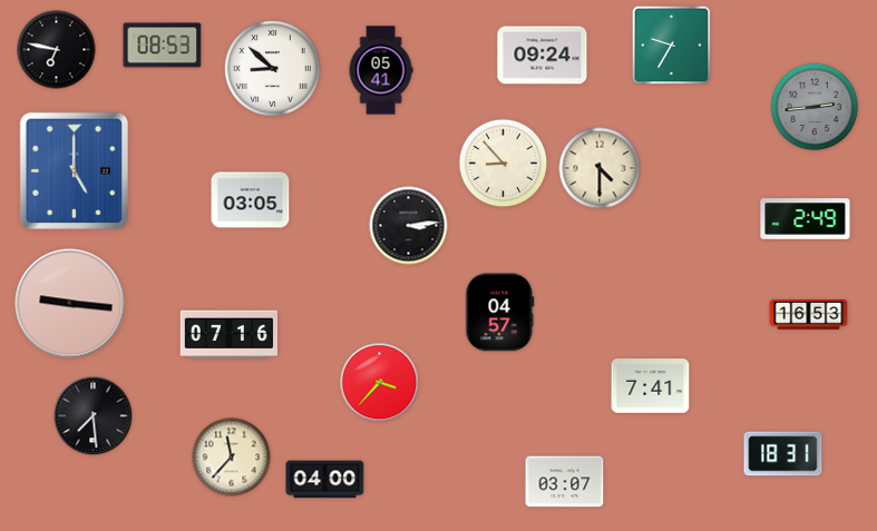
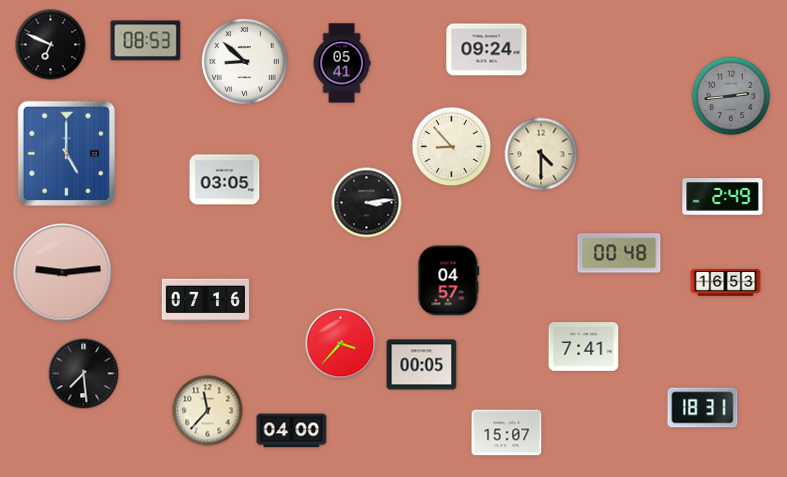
clock at (672, 46): 9:35 -> none
clock at (57, 50): 6:47 -> 6:49
clock at (600, 168) position: (600, 168) -> (541, 154)
clock at (619, 253): none -> 00:48
clock at (70, 304): 9:16 -> 9:14
clock at (422, 365): none -> 00:05
clock at (565, 482): 03:07 -> 15:07
